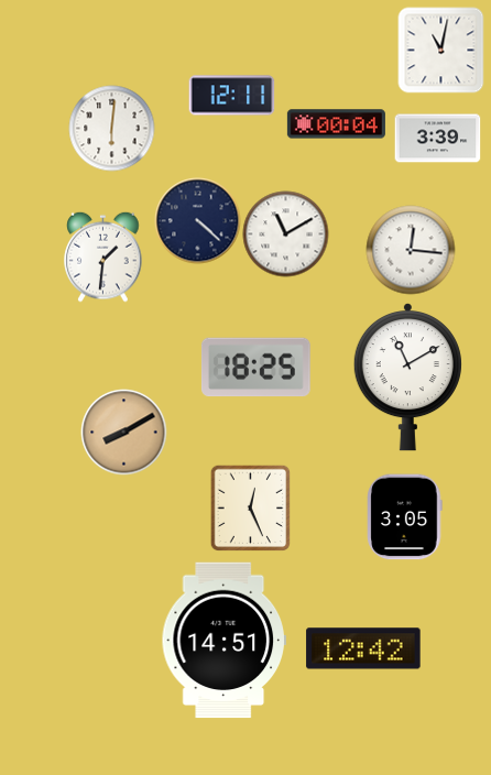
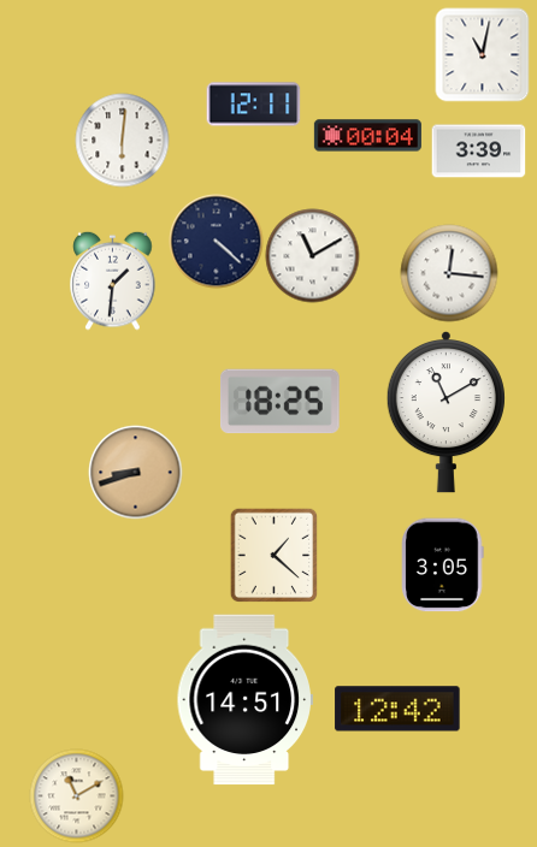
clock at (123, 432): 8:10 -> 8:42
clock at (251, 507): 12:26 -> 1:22
clock at (76, 795): none -> 11:10
